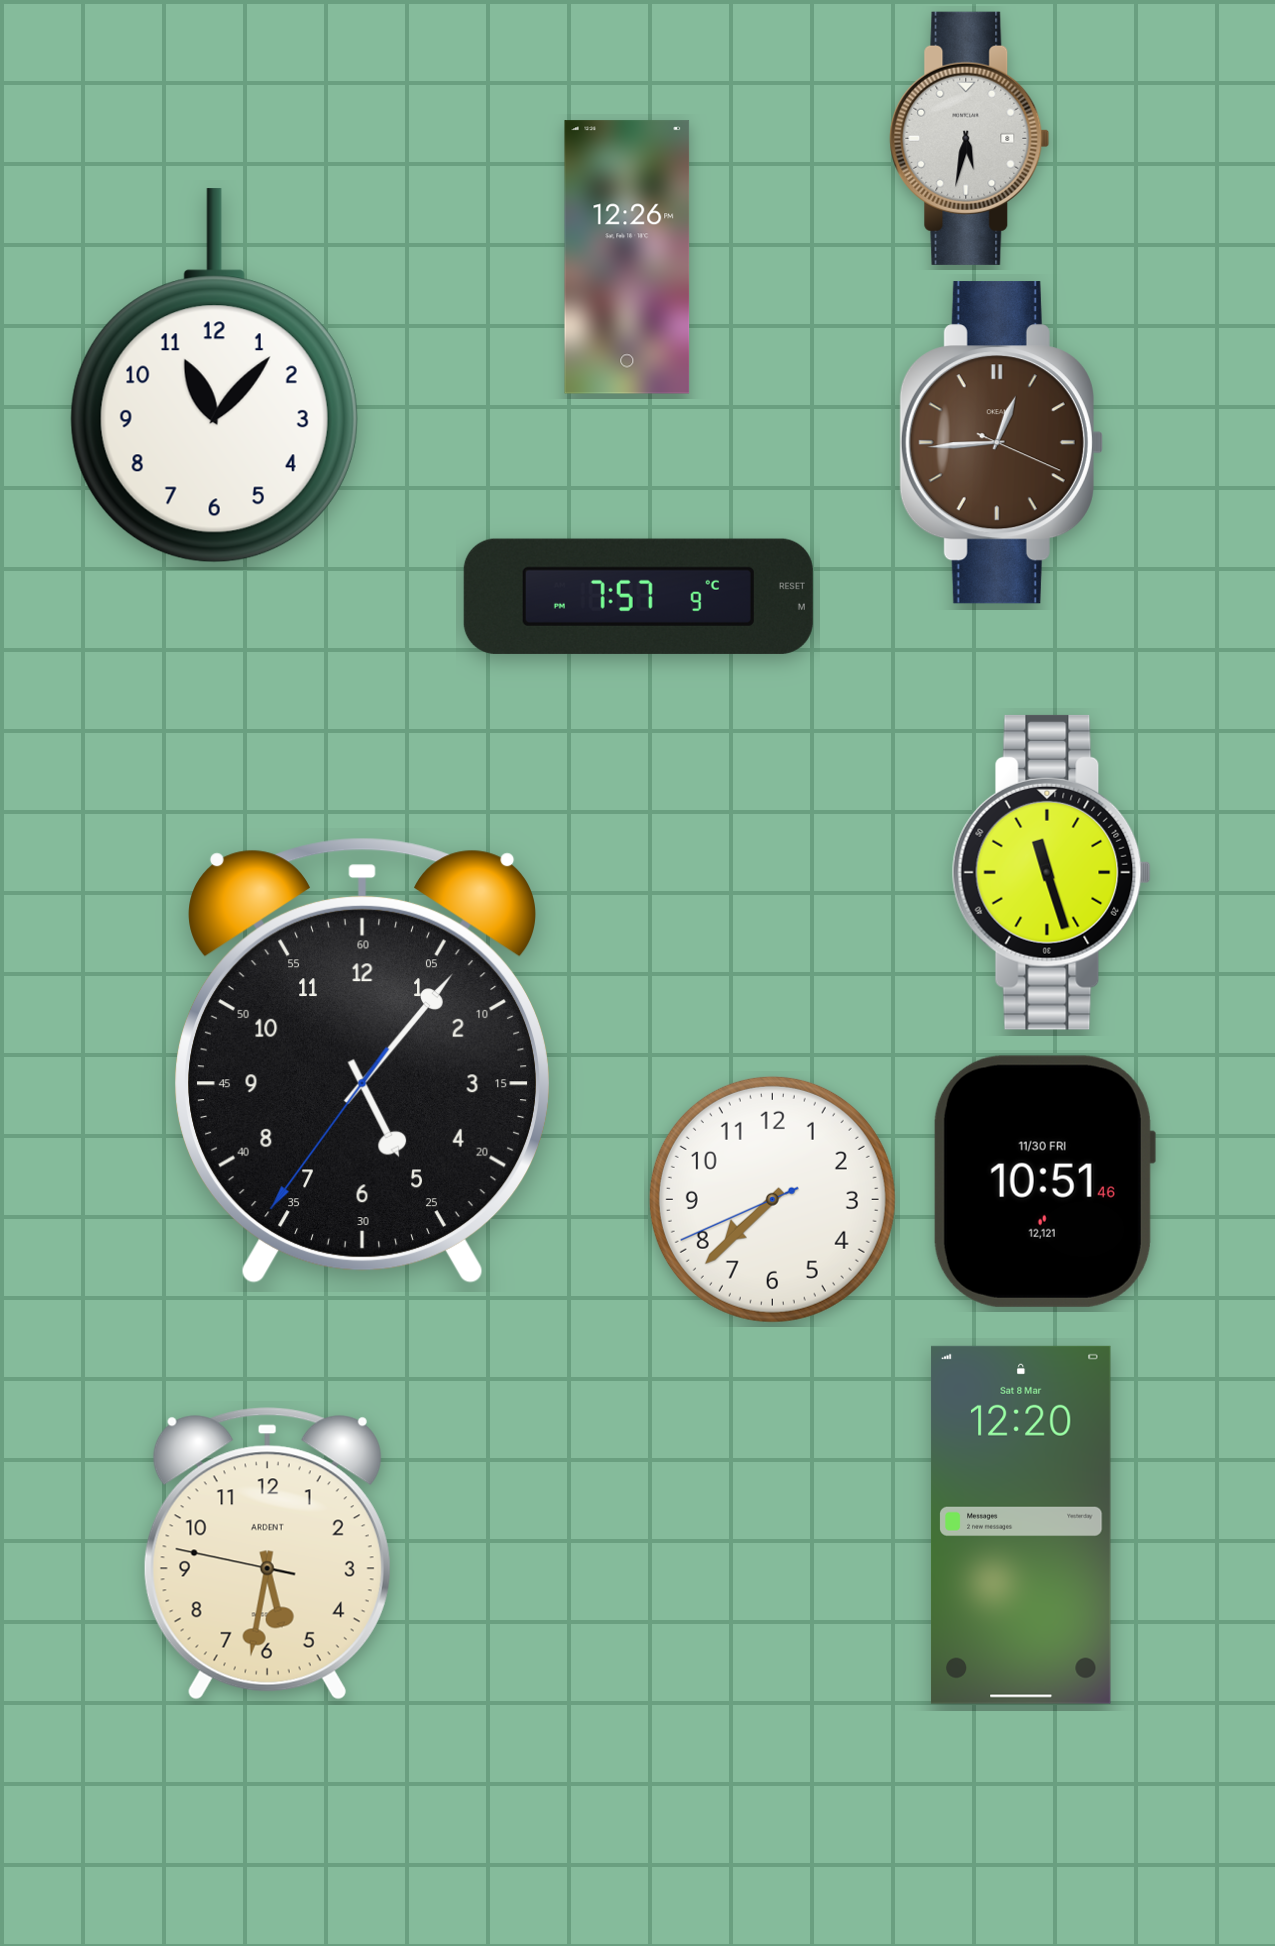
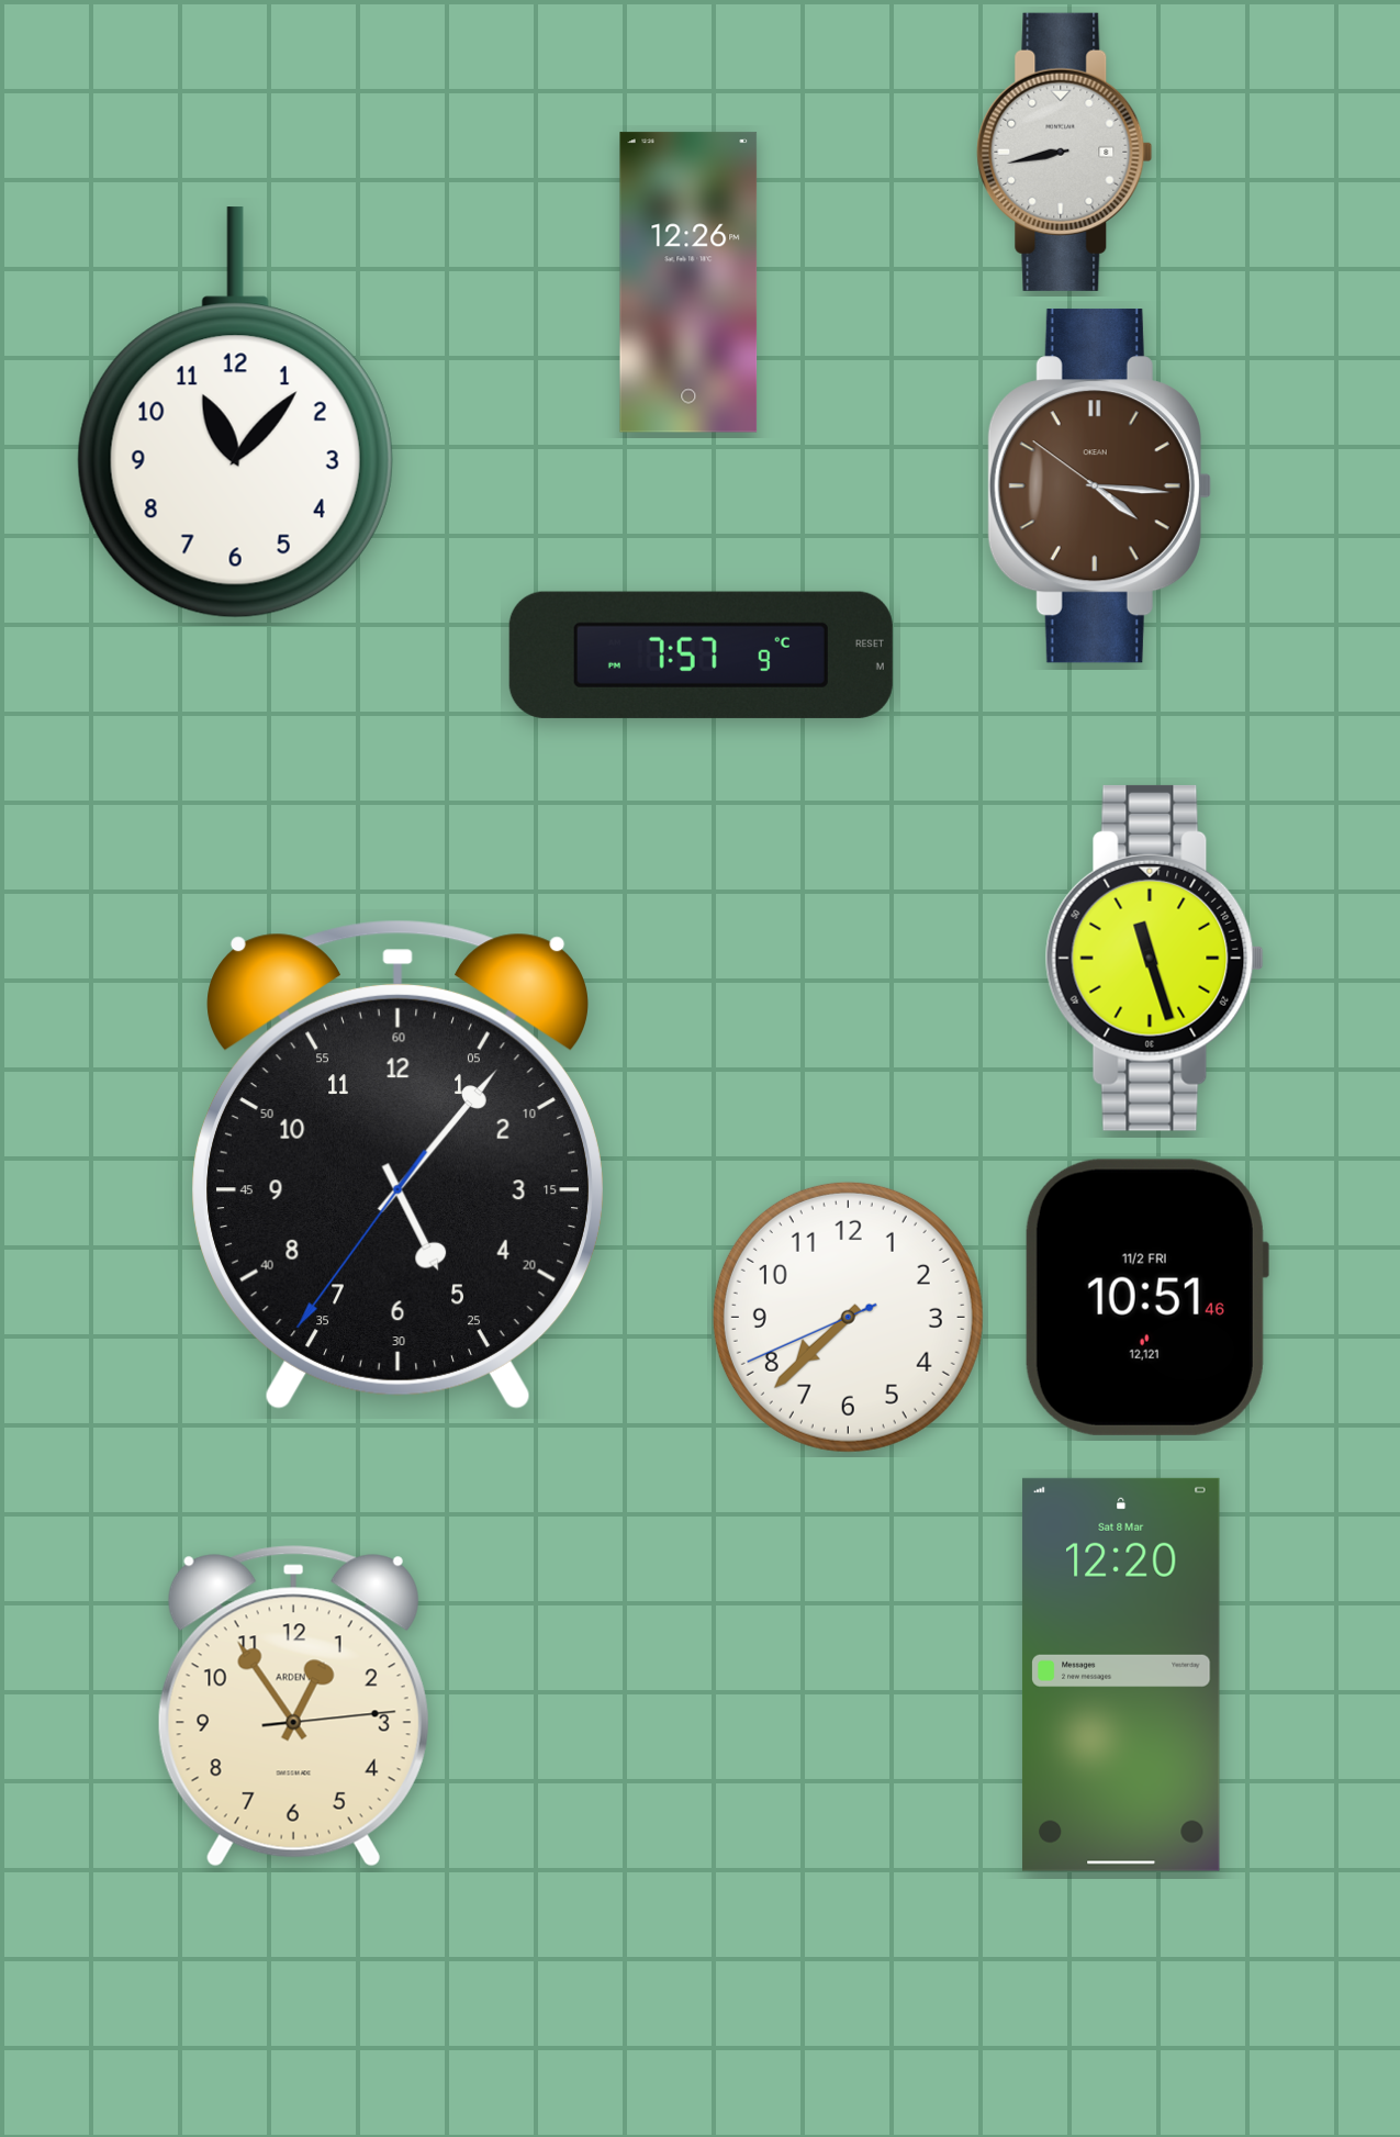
clock at (970, 138): 5:32 -> 8:43
clock at (1001, 443): 12:44 -> 4:15
clock at (1044, 1181) date: 11/30 FRI -> 11/2 FRI
clock at (267, 1554): 5:31 -> 12:54
